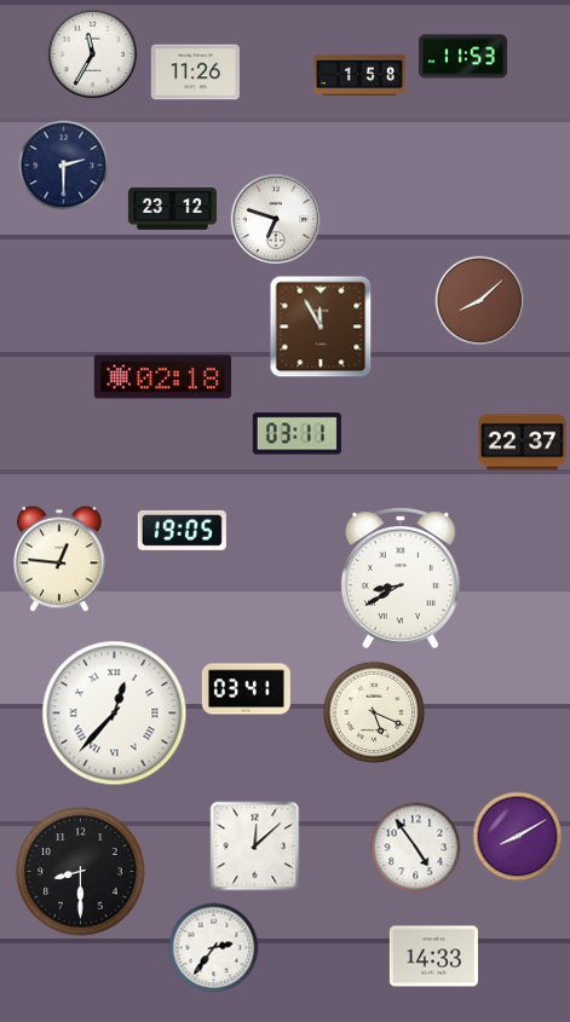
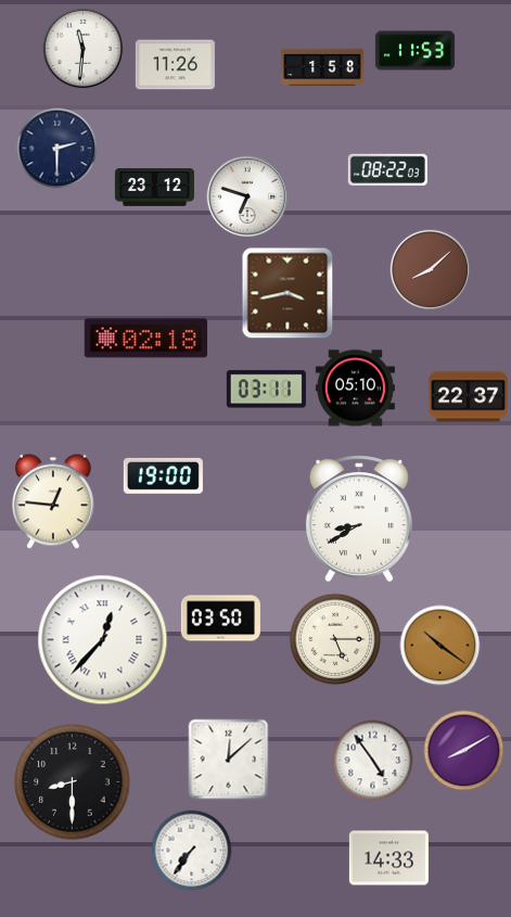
clock at (93, 54): 11:35 -> 11:31
clock at (387, 169): none -> 08:22
clock at (321, 327): 11:55 -> 3:43
clock at (355, 389): none -> 05:10
clock at (182, 530): 19:05 -> 19:00
clock at (246, 689): 03:41 -> 03:50
clock at (374, 712): 5:19 -> 5:15
clock at (440, 646): none -> 10:21
clock at (214, 948): 2:36 -> 7:36
